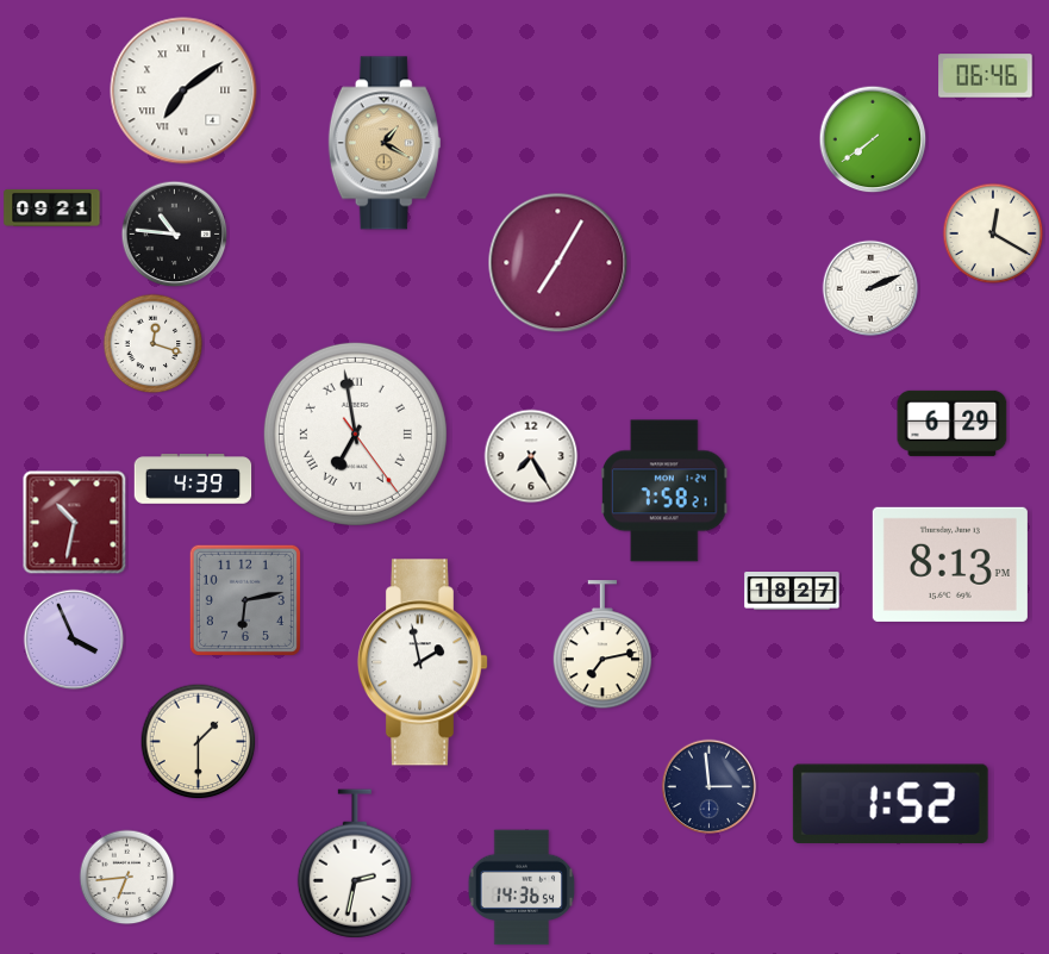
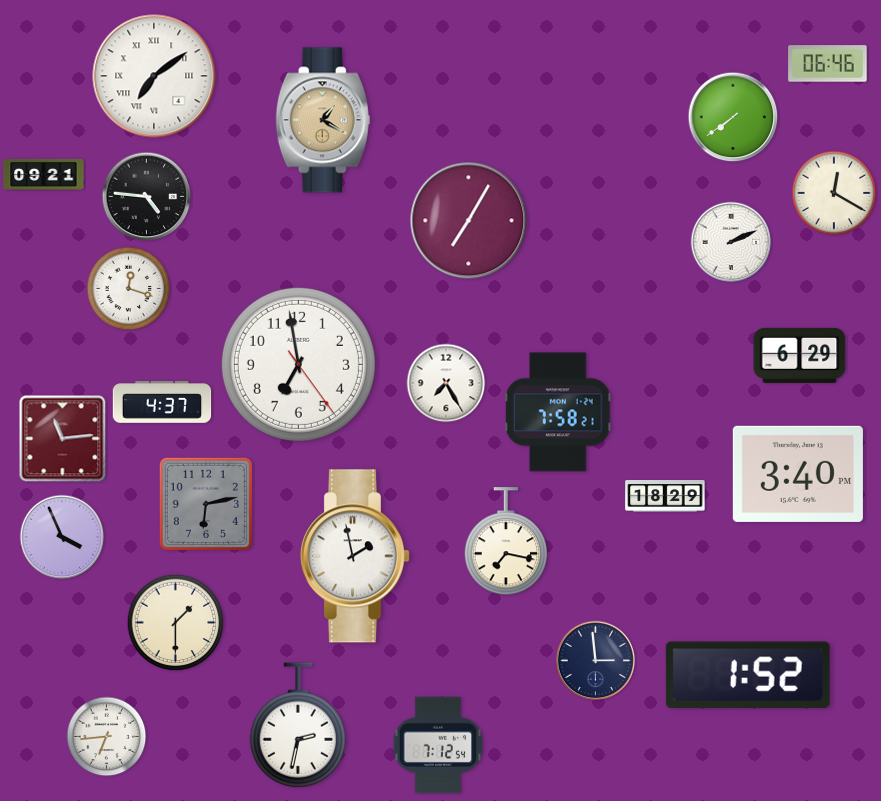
clock at (993, 233) position: (993, 233) -> (834, 193)
clock at (175, 235): 10:46 -> 4:46
clock at (355, 434) numerals: Roman -> Arabic
clock at (193, 479): 4:39 -> 4:37
clock at (75, 523): 10:32 -> 11:14
clock at (950, 565): 8:13 -> 3:40
clock at (792, 591): 18:27 -> 18:29
clock at (601, 646): 7:13 -> 7:17
clock at (199, 742) position: (199, 742) -> (176, 623)
clock at (522, 887): 14:36 -> 7:12
